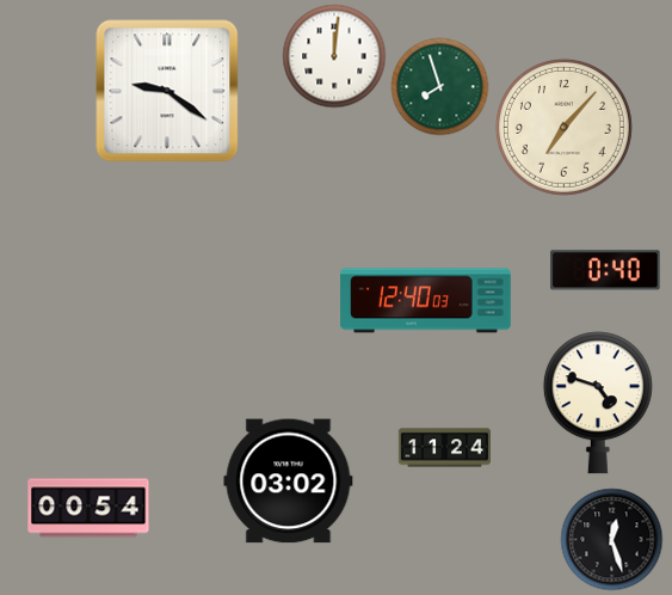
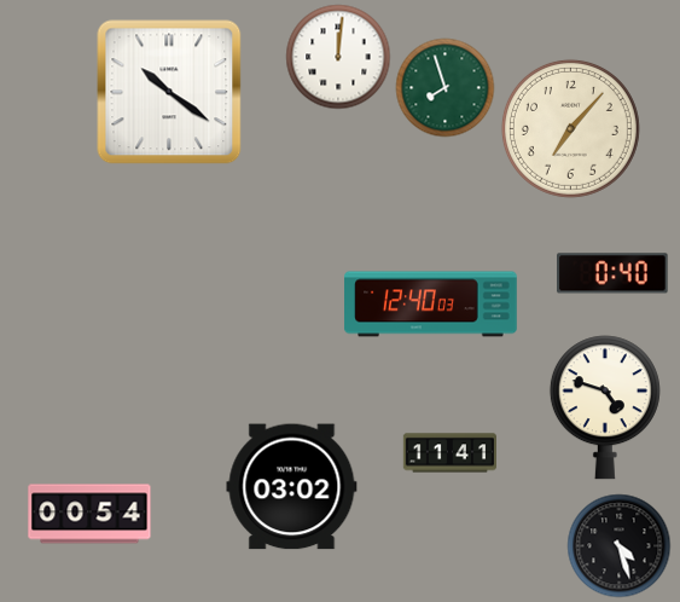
clock at (167, 91): 9:21 -> 10:21
clock at (444, 448): 11:24 -> 11:41
clock at (611, 539): 12:27 -> 4:27
